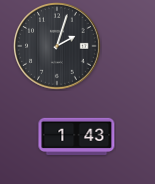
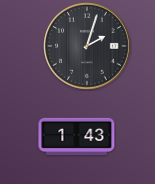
clock at (58, 47) position: (58, 47) -> (88, 47)
